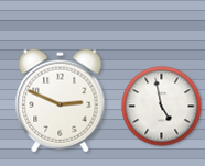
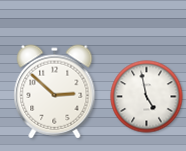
clock at (61, 101): 2:49 -> 2:52
